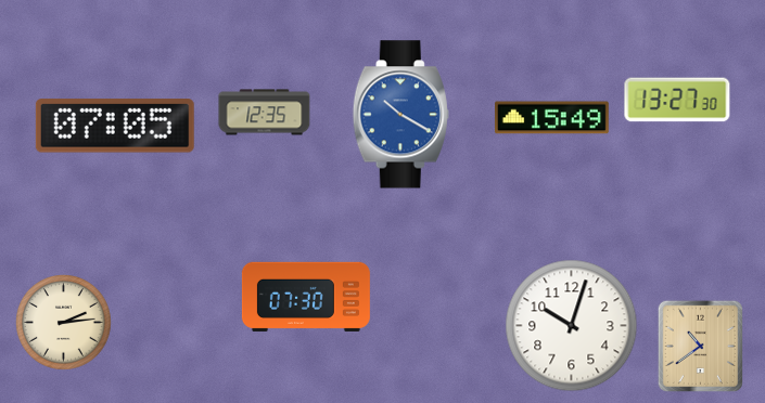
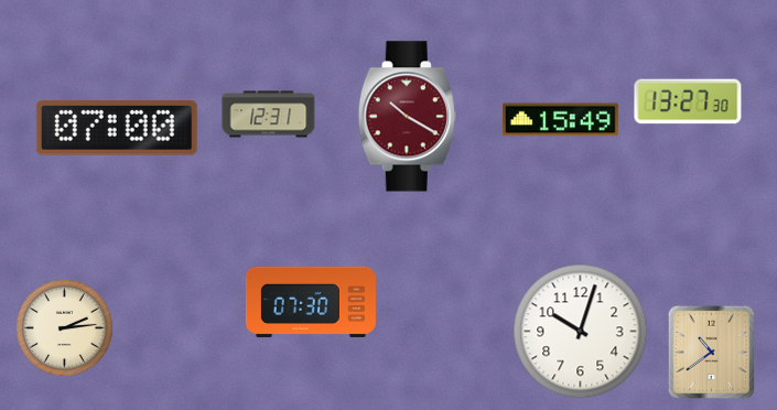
clock at (265, 113): 12:35 -> 12:31
clock at (400, 115) dial: blue -> burgundy
clock at (115, 126): 07:05 -> 07:00
